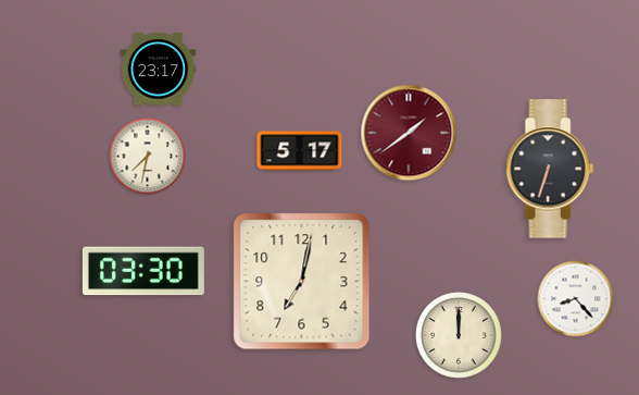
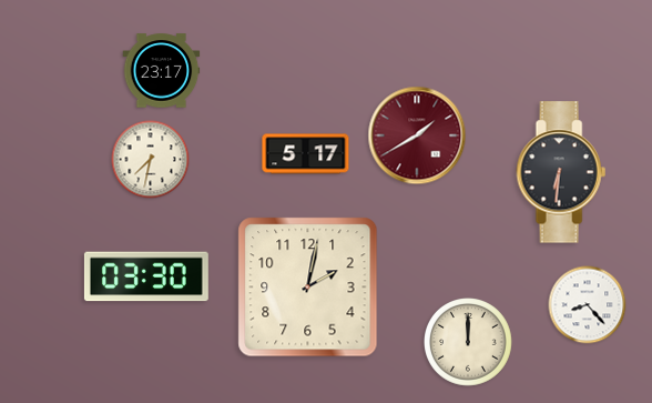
clock at (409, 133): 1:39 -> 1:40
clock at (550, 169): 6:33 -> 6:31
clock at (302, 282): 7:02 -> 2:02
